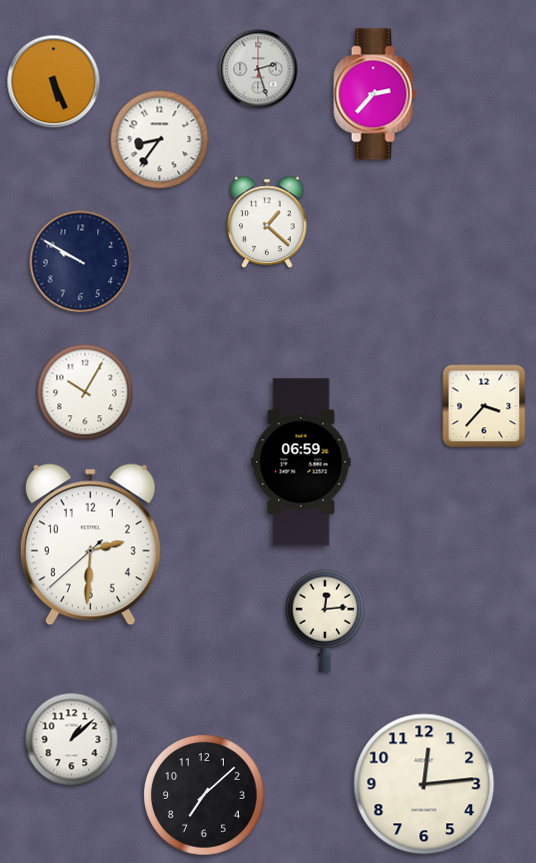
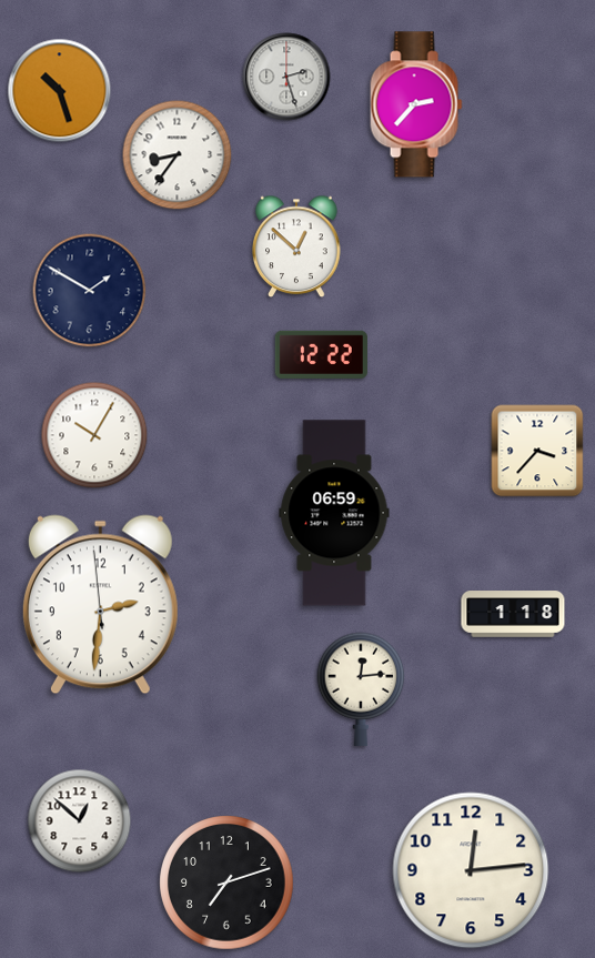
clock at (54, 82): 5:26 -> 10:27
clock at (267, 222): 1:22 -> 12:52
clock at (81, 262): 9:50 -> 1:50
clock at (321, 354): none -> 12:22
clock at (90, 545): 2:30:38 -> 2:30:59
clock at (513, 614): none -> 1:18
clock at (72, 740): 1:08 -> 12:52
clock at (204, 795): 7:08 -> 7:12
